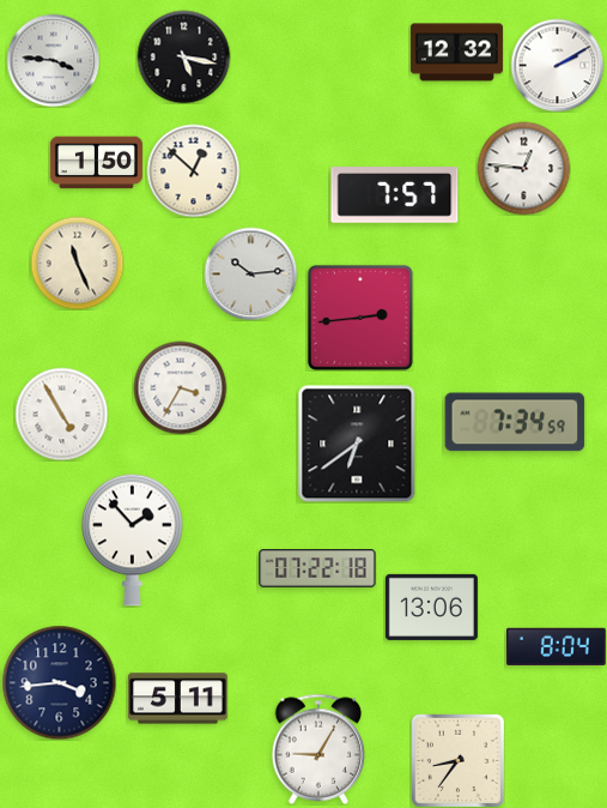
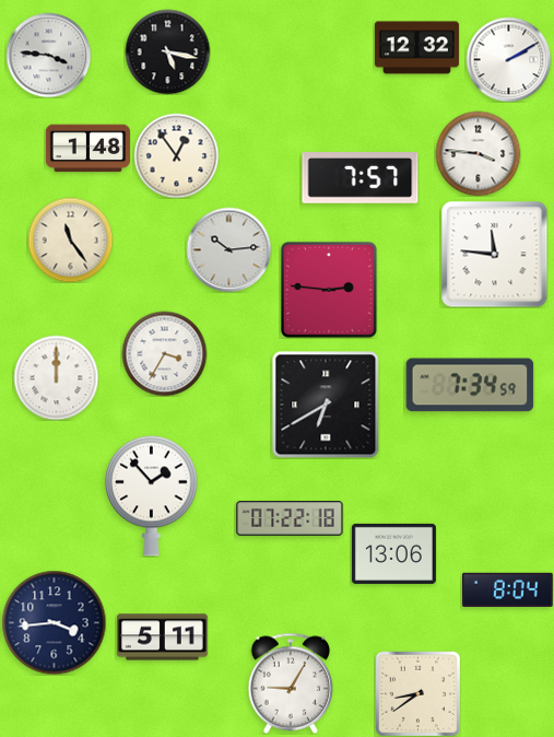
clock at (96, 163): 1:50 -> 1:48
clock at (523, 168): 12:46 -> 3:46
clock at (193, 170): 12:52 -> 12:54
clock at (77, 263): 11:26 -> 11:24
clock at (495, 255): none -> 11:46
clock at (360, 318): 2:44 -> 2:46
clock at (61, 414): 4:55 -> 12:00
clock at (357, 444): 6:39 -> 6:40
clock at (133, 539) position: (133, 539) -> (152, 495)
clock at (457, 760): 8:36 -> 8:39
